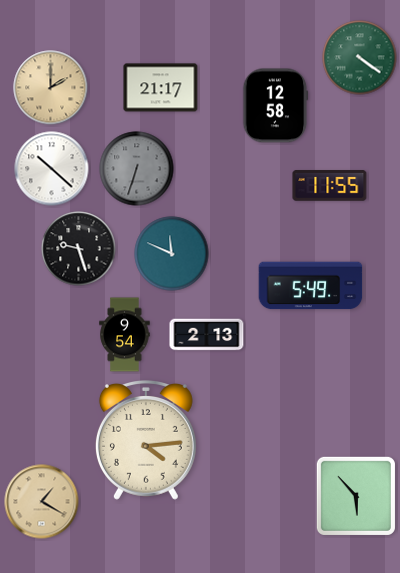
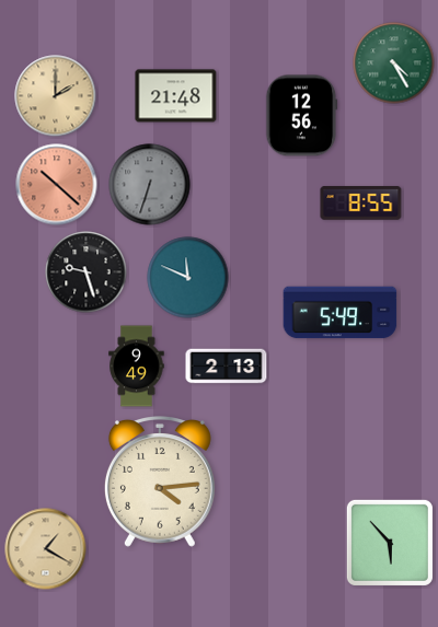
clock at (360, 58): 4:21 -> 4:25
clock at (161, 88): 21:17 -> 21:48
clock at (276, 106): 12:58 -> 12:56
clock at (52, 169) dial: white -> salmon
clock at (330, 186): 11:55 -> 8:55
clock at (125, 335): 9:54 -> 9:49
